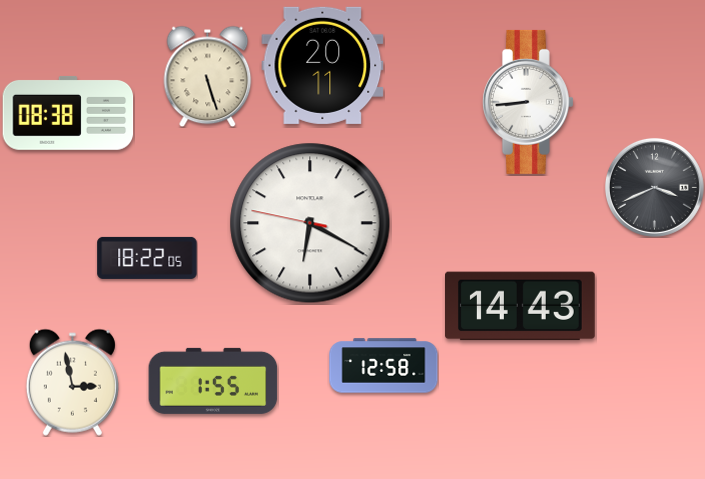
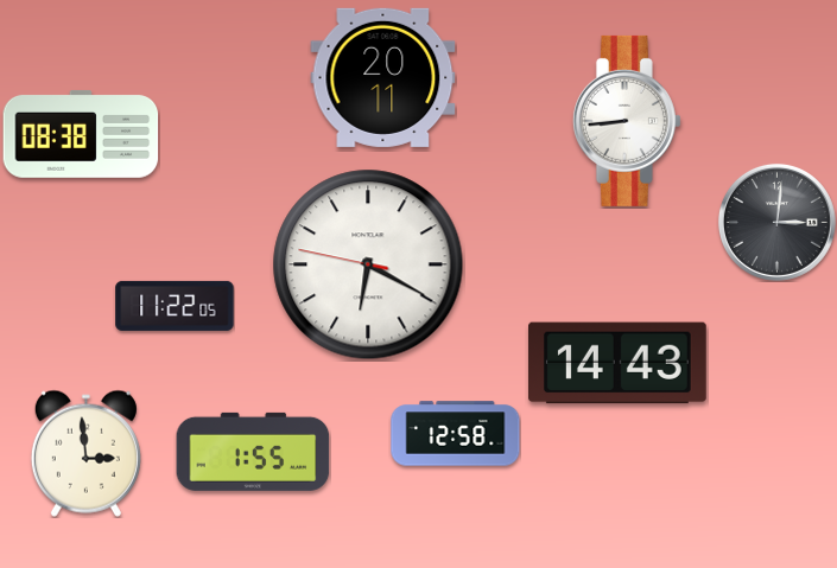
clock at (208, 76): 5:27 -> none
clock at (654, 187): 3:41 -> 3:01
clock at (147, 258): 18:22 -> 11:22
clock at (72, 382): 2:58 -> 2:59
